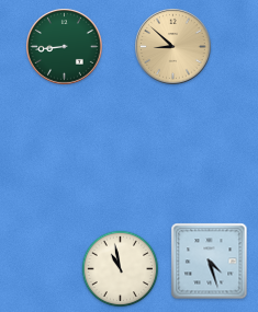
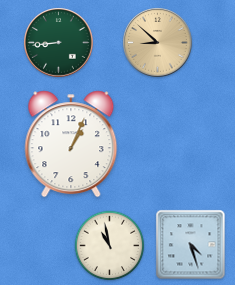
clock at (71, 144): none -> 1:04
clock at (210, 262) position: (210, 262) -> (191, 245)
